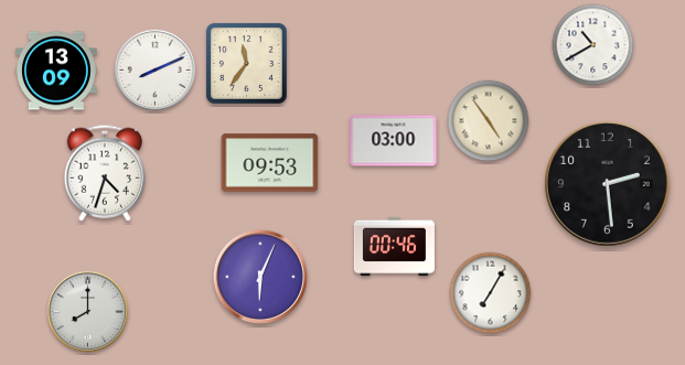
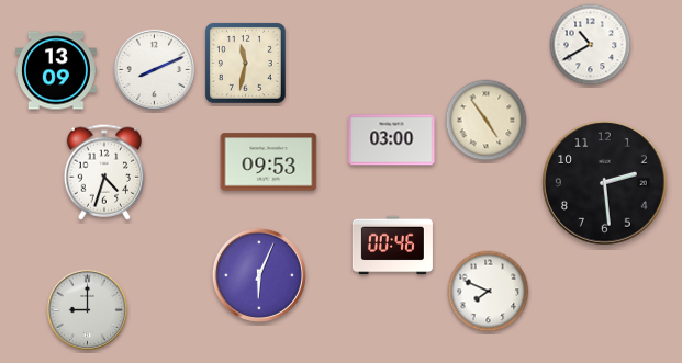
clock at (246, 63): 11:36 -> 11:32
clock at (491, 293): 7:05 -> 7:49
clock at (87, 311): 8:00 -> 9:00
